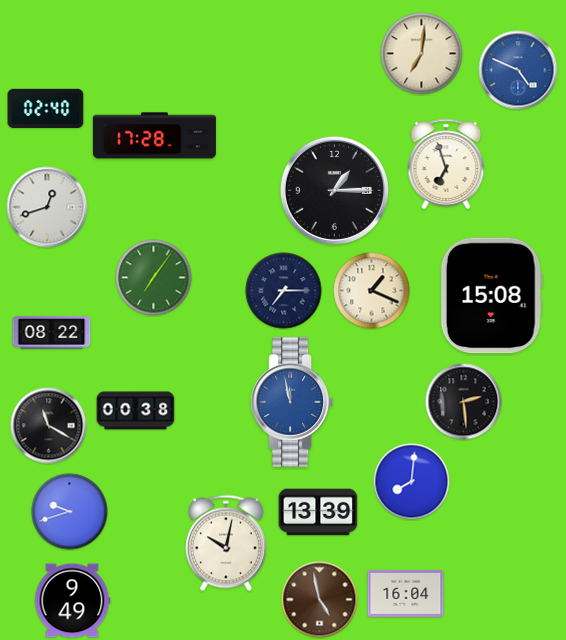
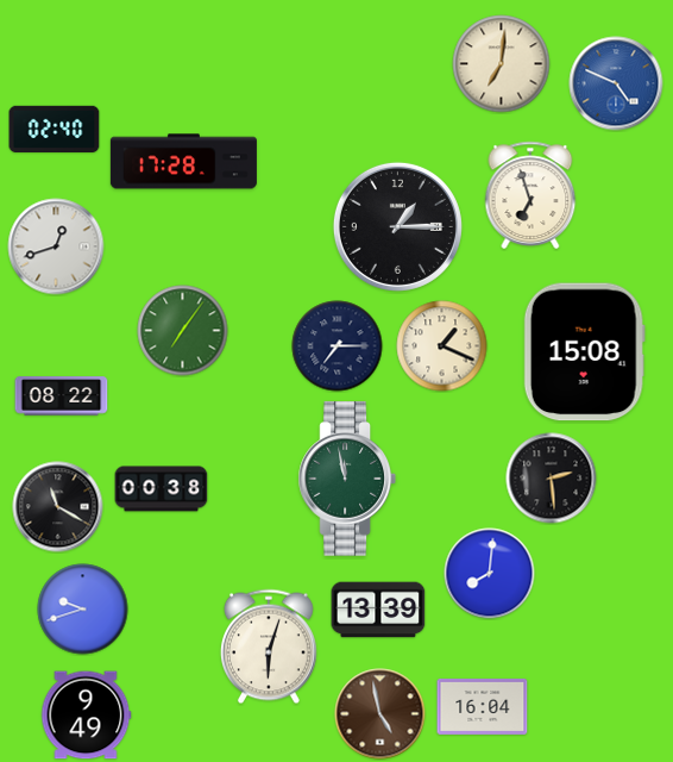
clock at (291, 402) dial: blue -> green
clock at (226, 543): 10:02 -> 6:03
